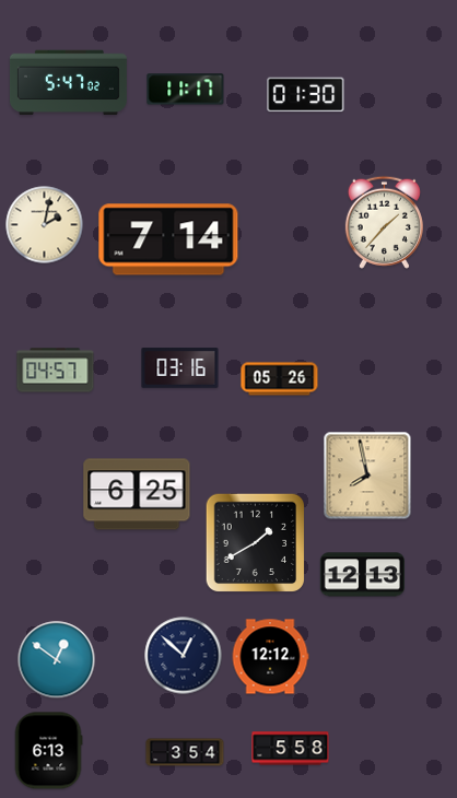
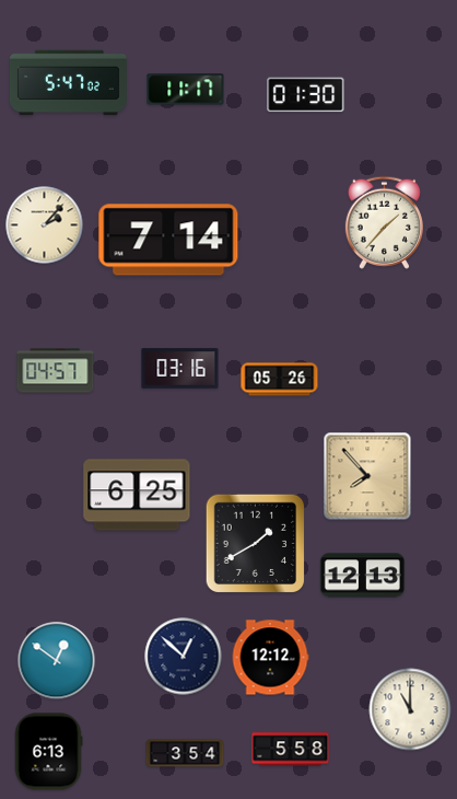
clock at (45, 225): 2:02 -> 2:07
clock at (367, 476): 7:58 -> 7:53
clock at (410, 709): none -> 11:00
